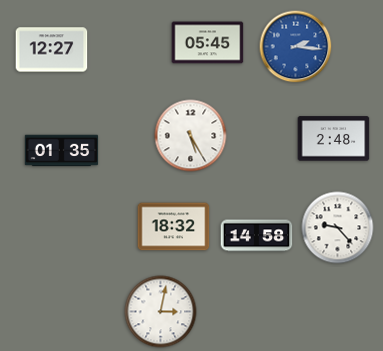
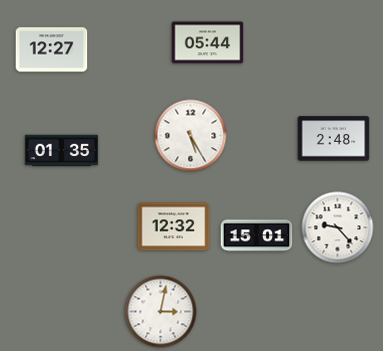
clock at (208, 43): 05:45 -> 05:44
clock at (296, 47): 2:16 -> none
clock at (174, 227): 18:32 -> 12:32
clock at (257, 236): 14:58 -> 15:01
